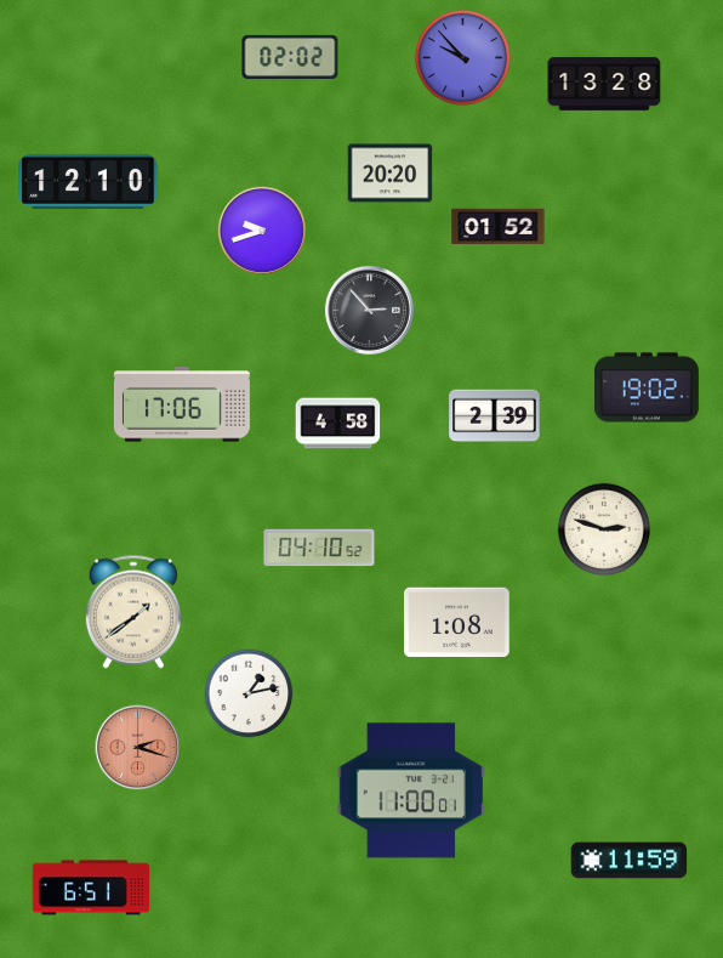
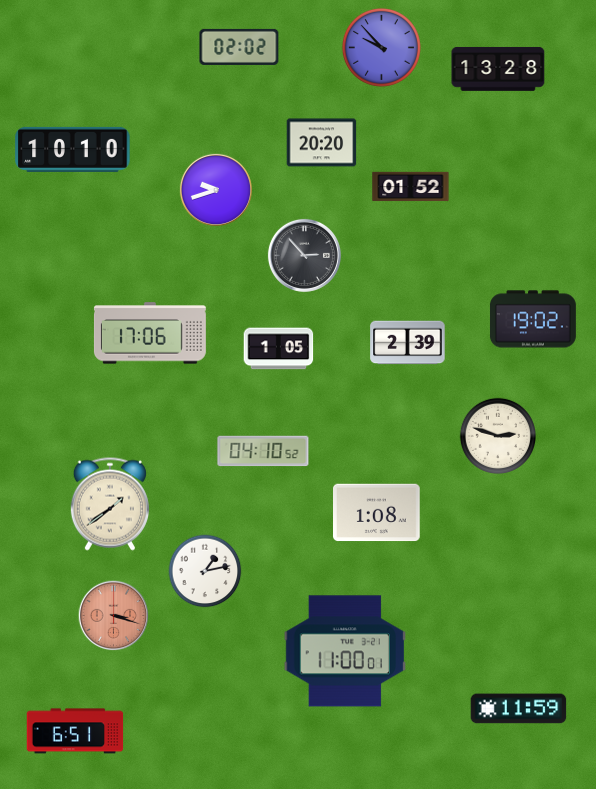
clock at (89, 181): 12:10 -> 10:10
clock at (338, 424): 4:58 -> 1:05
clock at (138, 748): 2:18 -> 3:18
clock at (411, 790) position: (411, 790) -> (345, 651)
